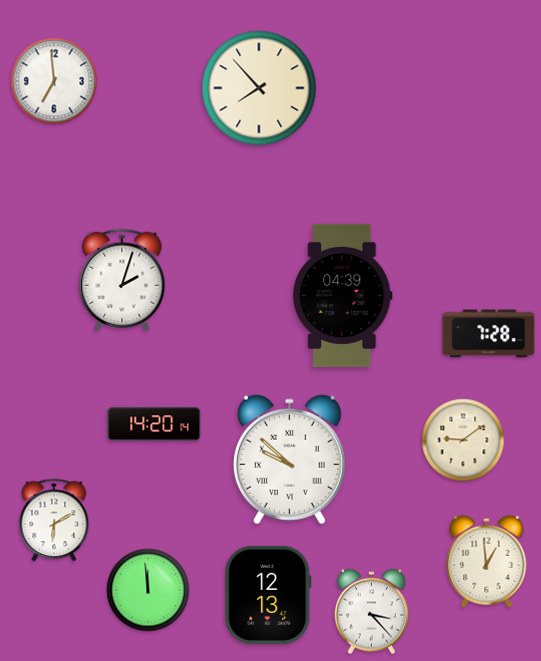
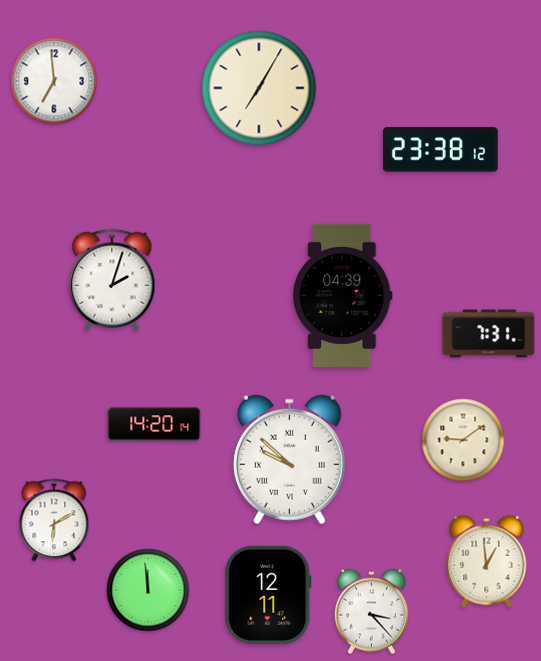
clock at (259, 88): 7:53 -> 7:05
clock at (440, 150): none -> 23:38
clock at (122, 279) position: (122, 279) -> (112, 279)
clock at (489, 334): 7:28 -> 7:31
clock at (268, 595): 12:13 -> 12:11
